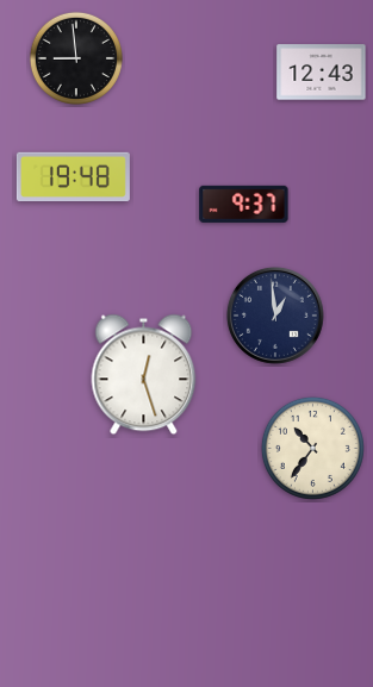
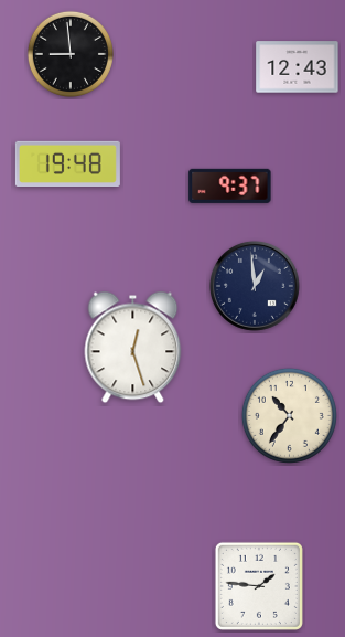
clock at (244, 204) position: (244, 204) -> (230, 185)
clock at (275, 316) position: (275, 316) -> (255, 286)
clock at (259, 586): none -> 1:46
